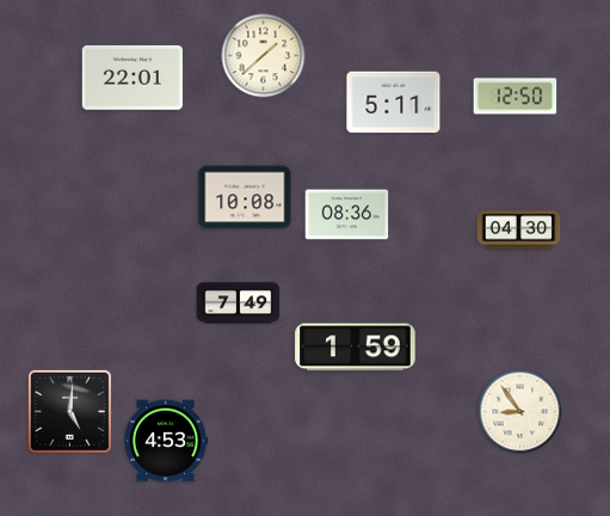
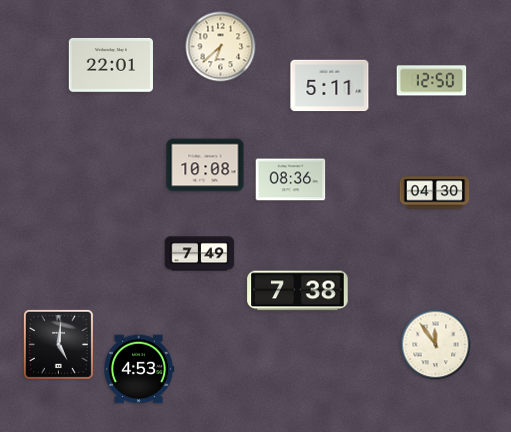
clock at (264, 56): 1:38 -> 6:38
clock at (356, 348): 1:59 -> 7:38
clock at (520, 412): 8:54 -> 11:54
